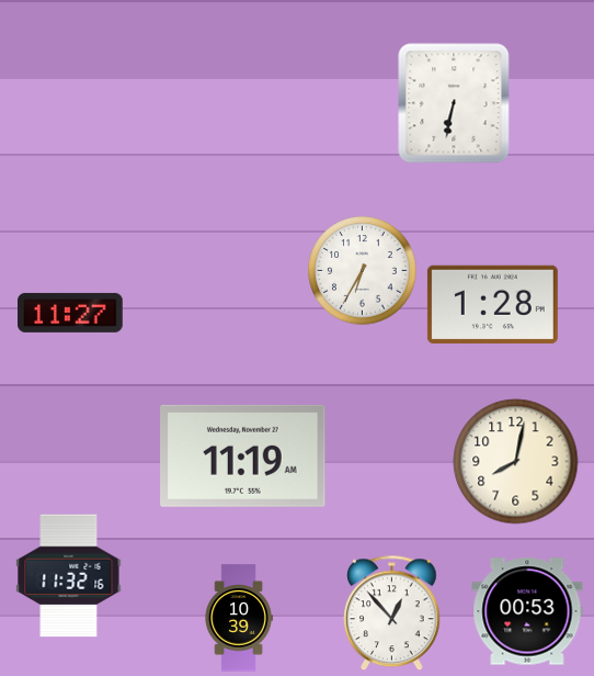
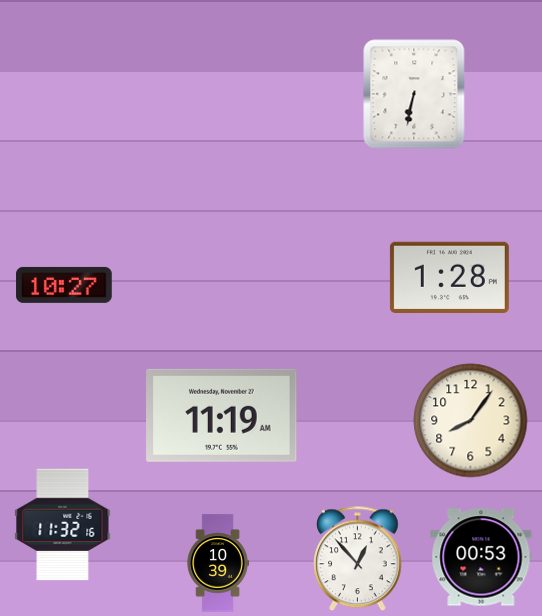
clock at (363, 271): 6:35 -> none
clock at (70, 313): 11:27 -> 10:27
clock at (516, 462): 8:02 -> 8:06
